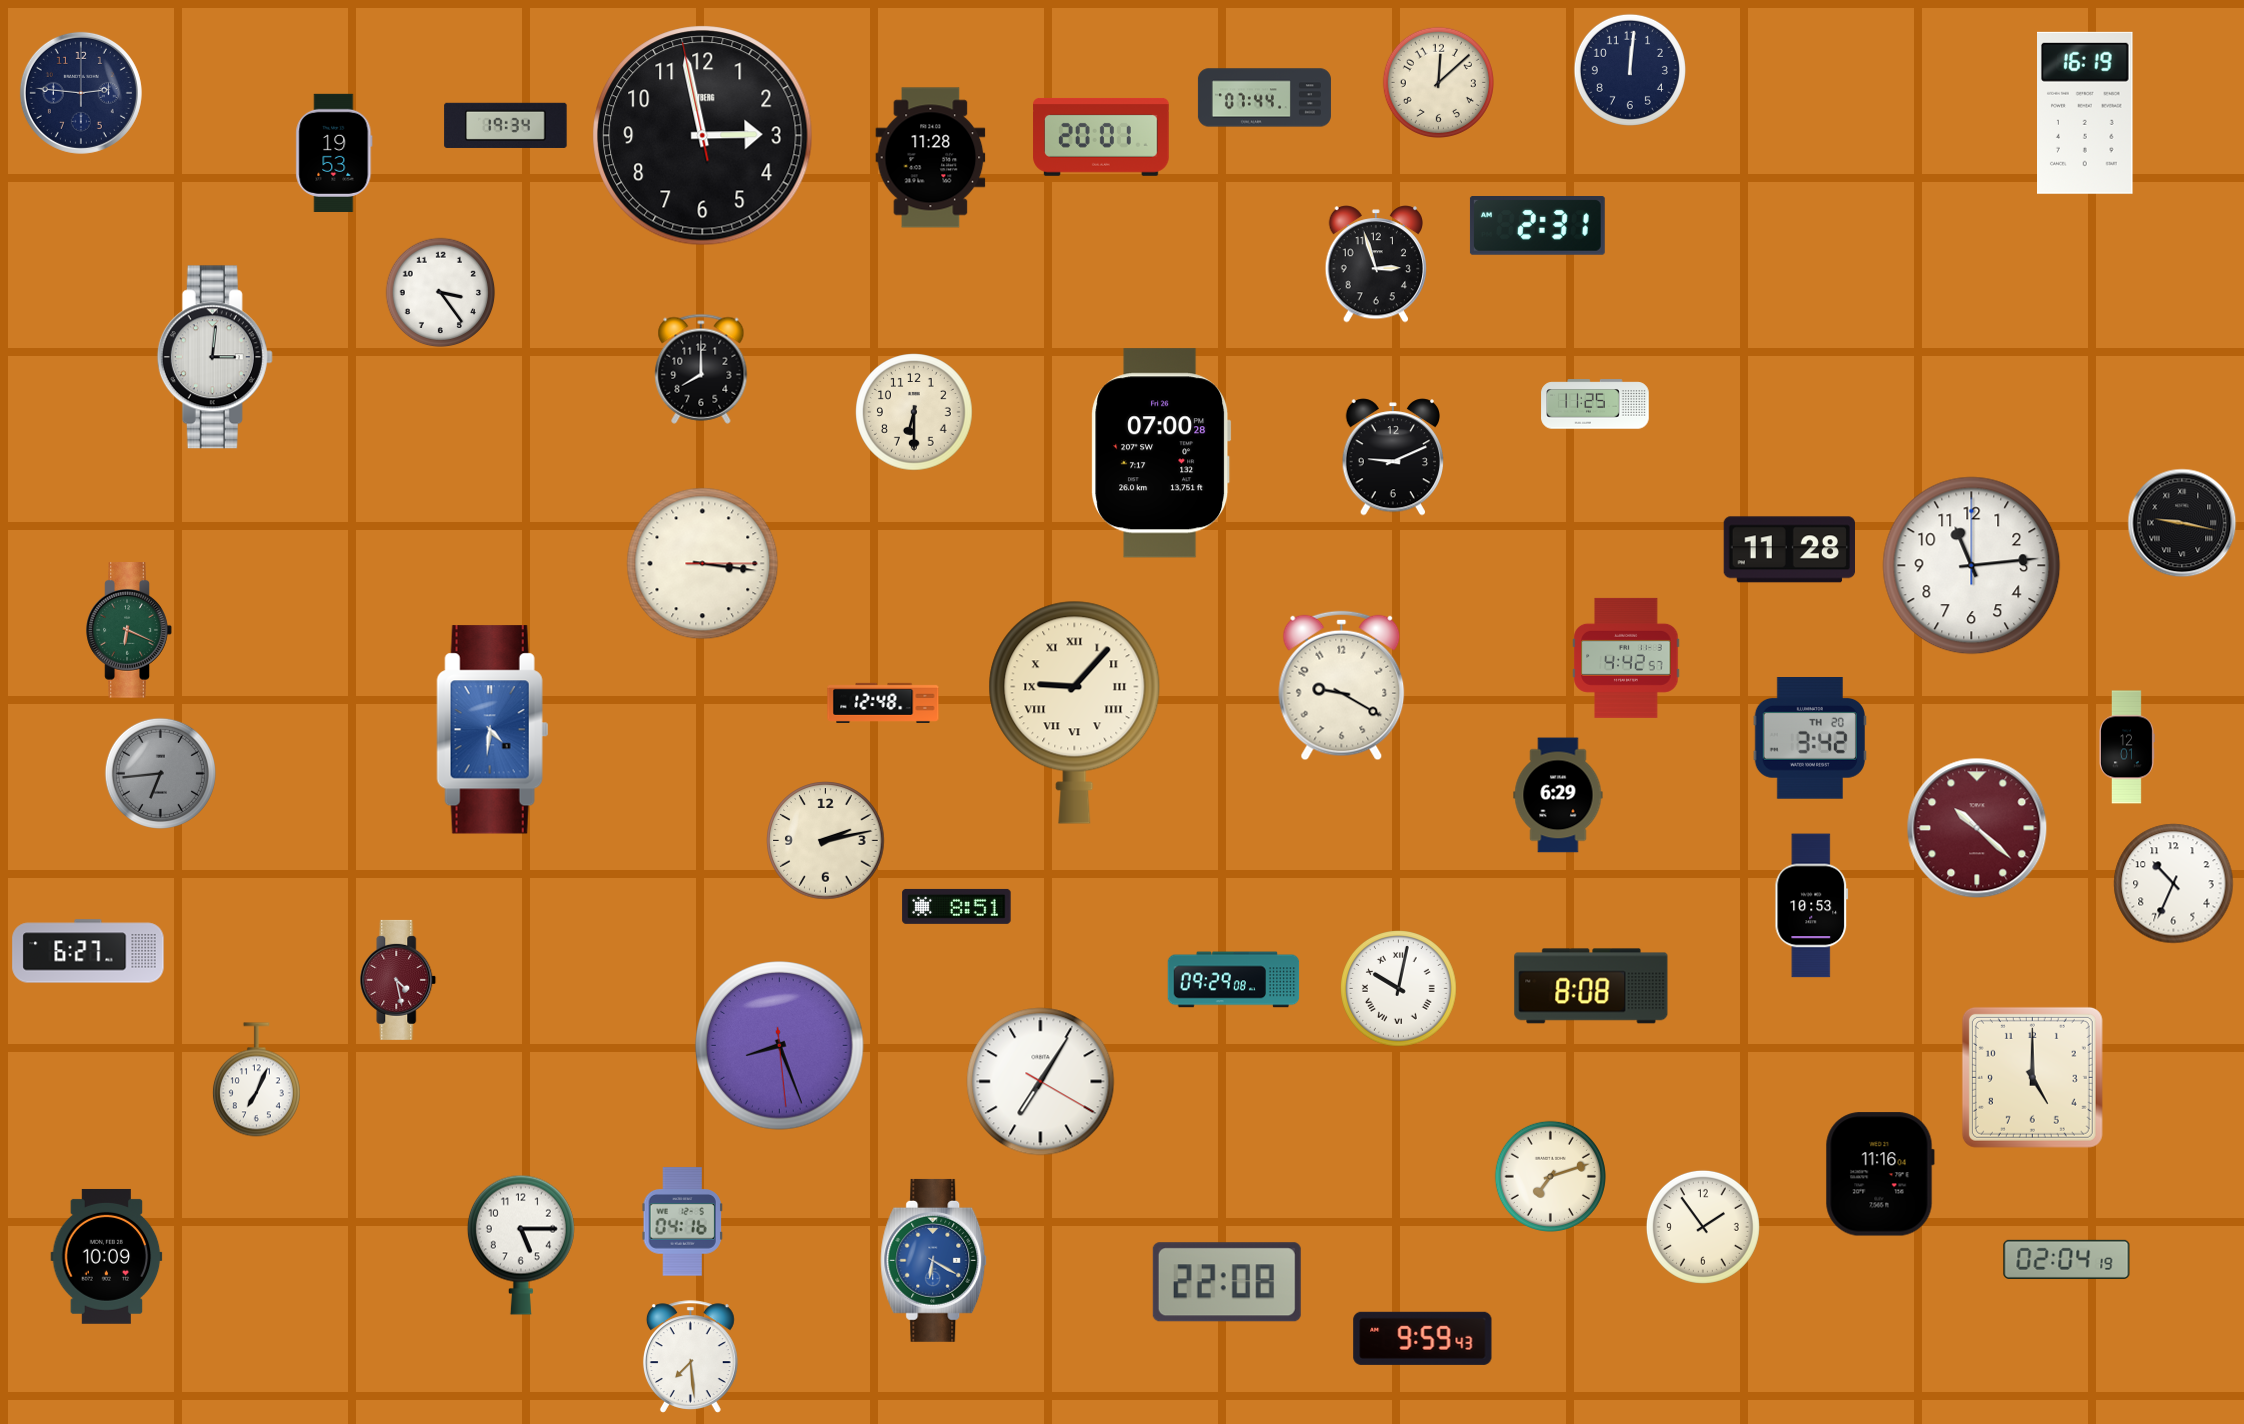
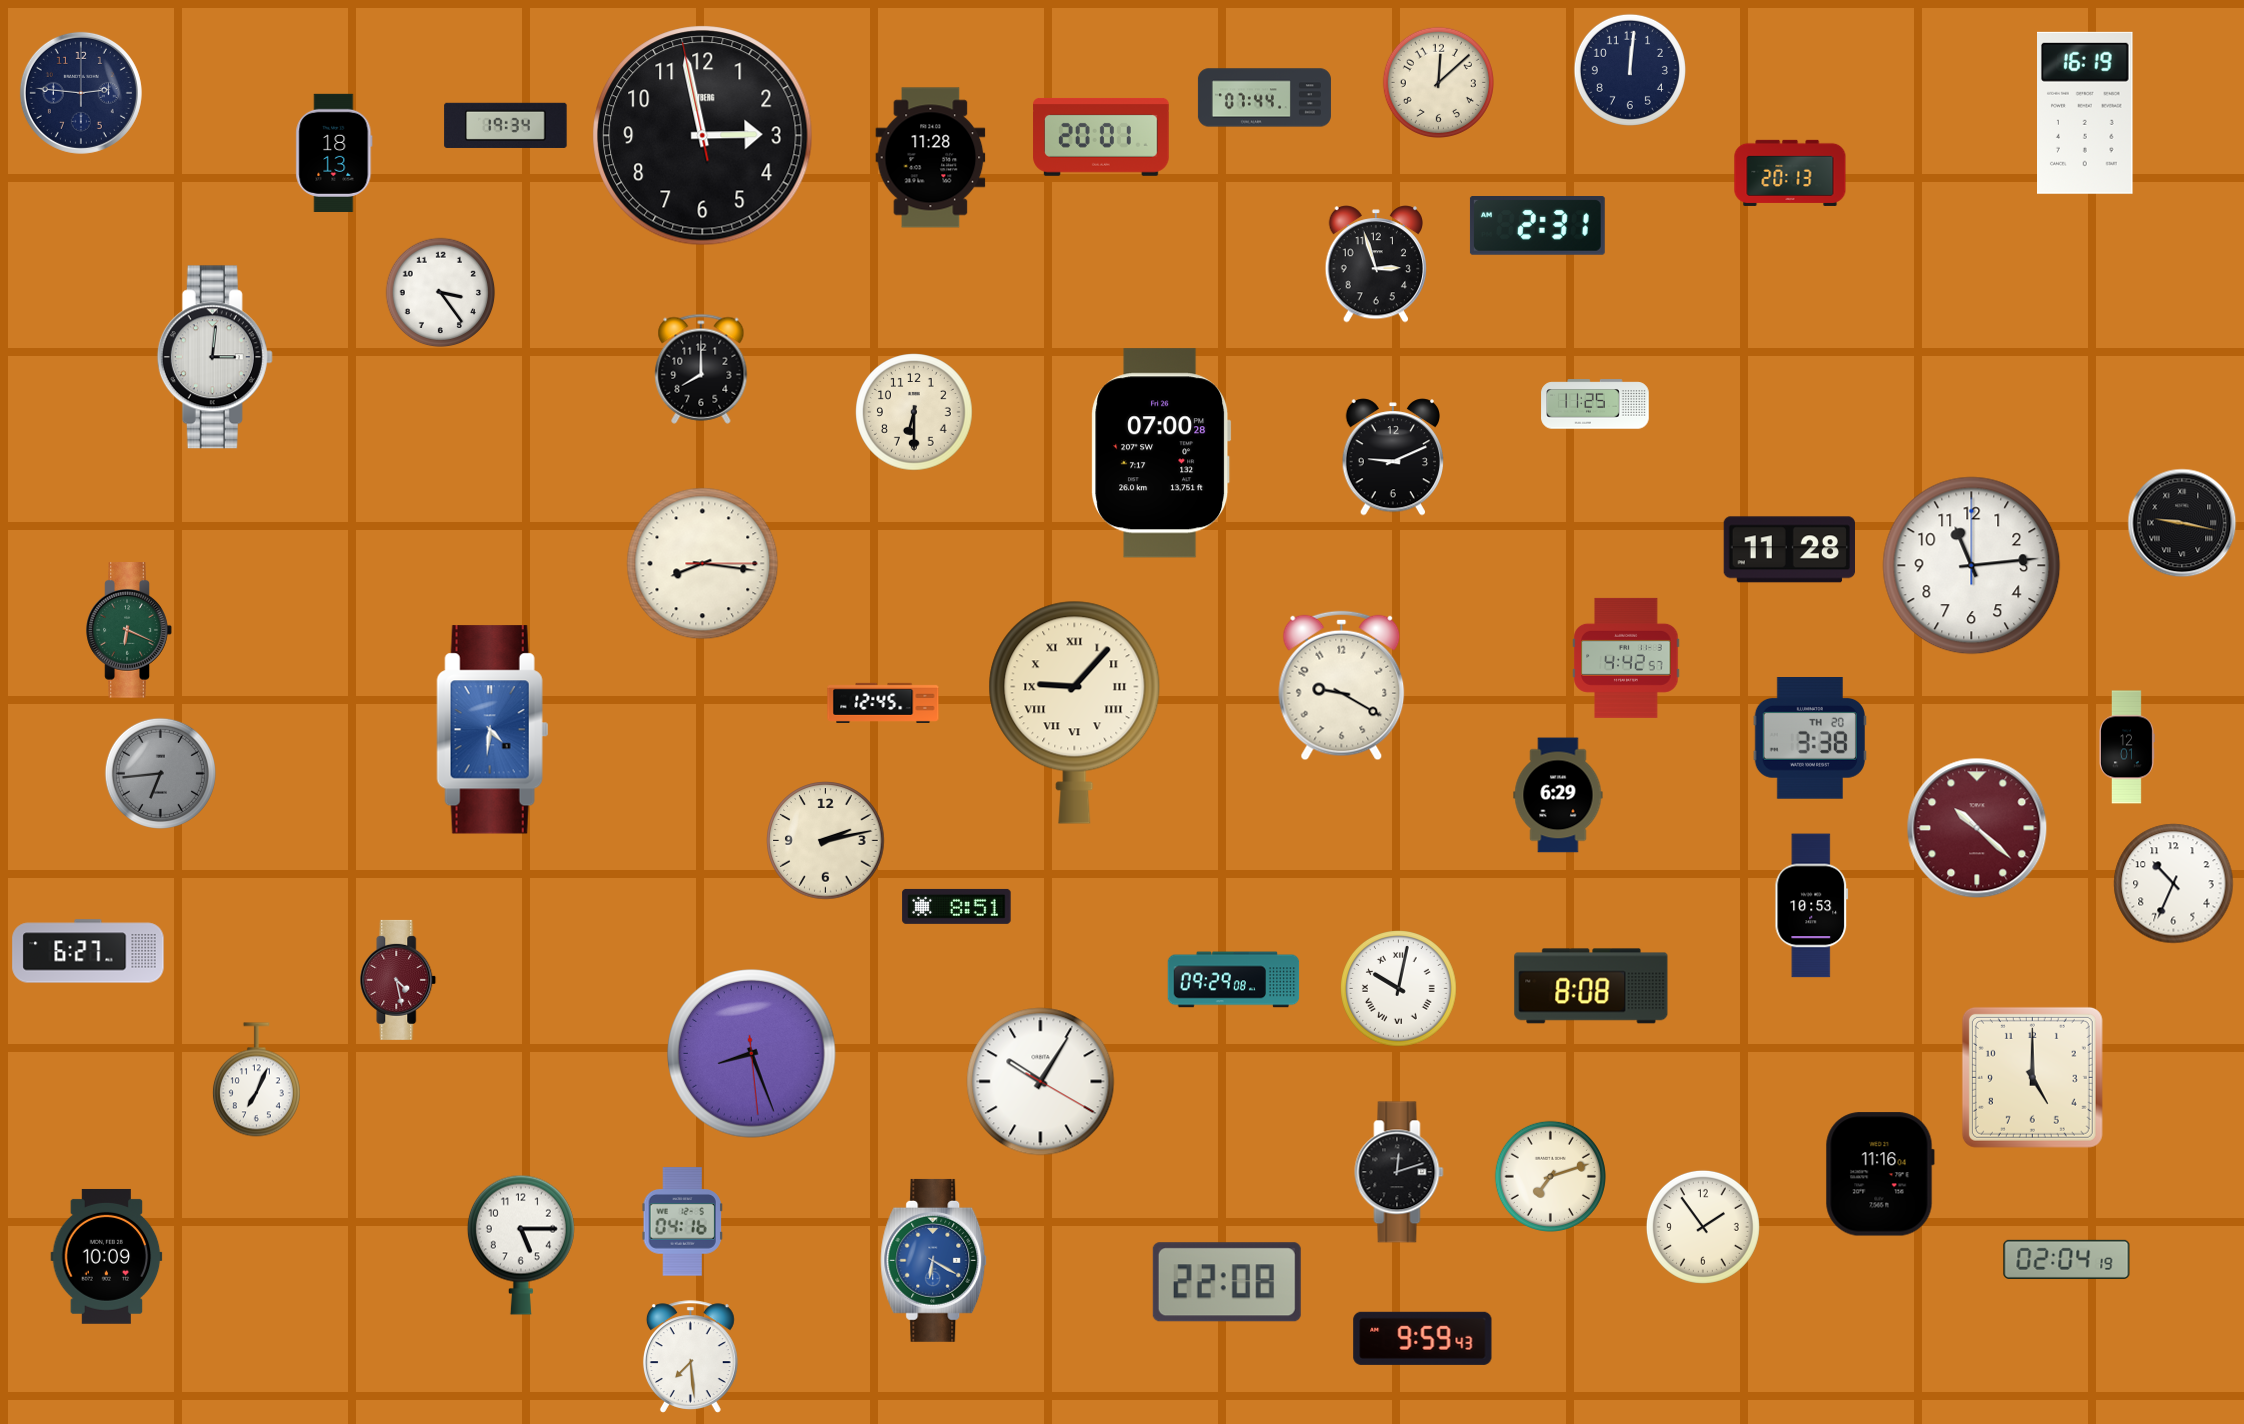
clock at (334, 153): 19:53 -> 18:13
clock at (1790, 173): none -> 20:13
clock at (703, 564): 3:16 -> 8:16
clock at (883, 703): 12:48 -> 12:45
clock at (1810, 739): 3:42 -> 3:38
clock at (780, 1046) position: (780, 1046) -> (752, 1054)
clock at (1041, 1082): 7:05 -> 10:05
clock at (1399, 1172): none -> 12:12
